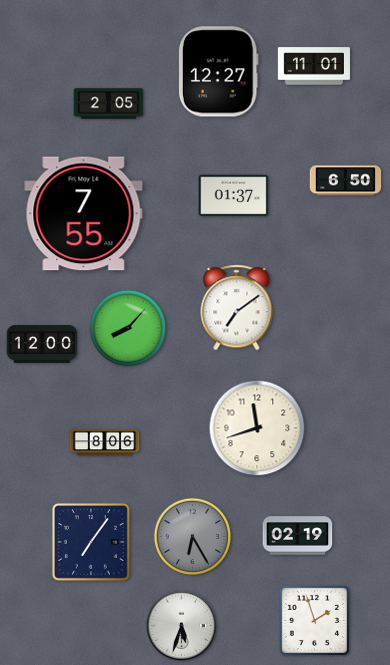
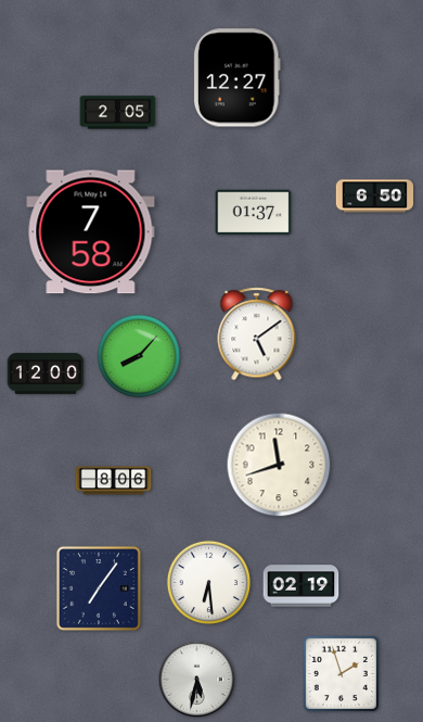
clock at (314, 66): 11:01 -> none
clock at (84, 214): 7:55 -> 7:58
clock at (237, 308): 7:09 -> 5:09
clock at (192, 536): 6:25 -> 6:29
clock at (192, 536) dial: grey -> white
clock at (298, 536) position: (298, 536) -> (302, 586)
clock at (182, 626): 5:33 -> 5:32
